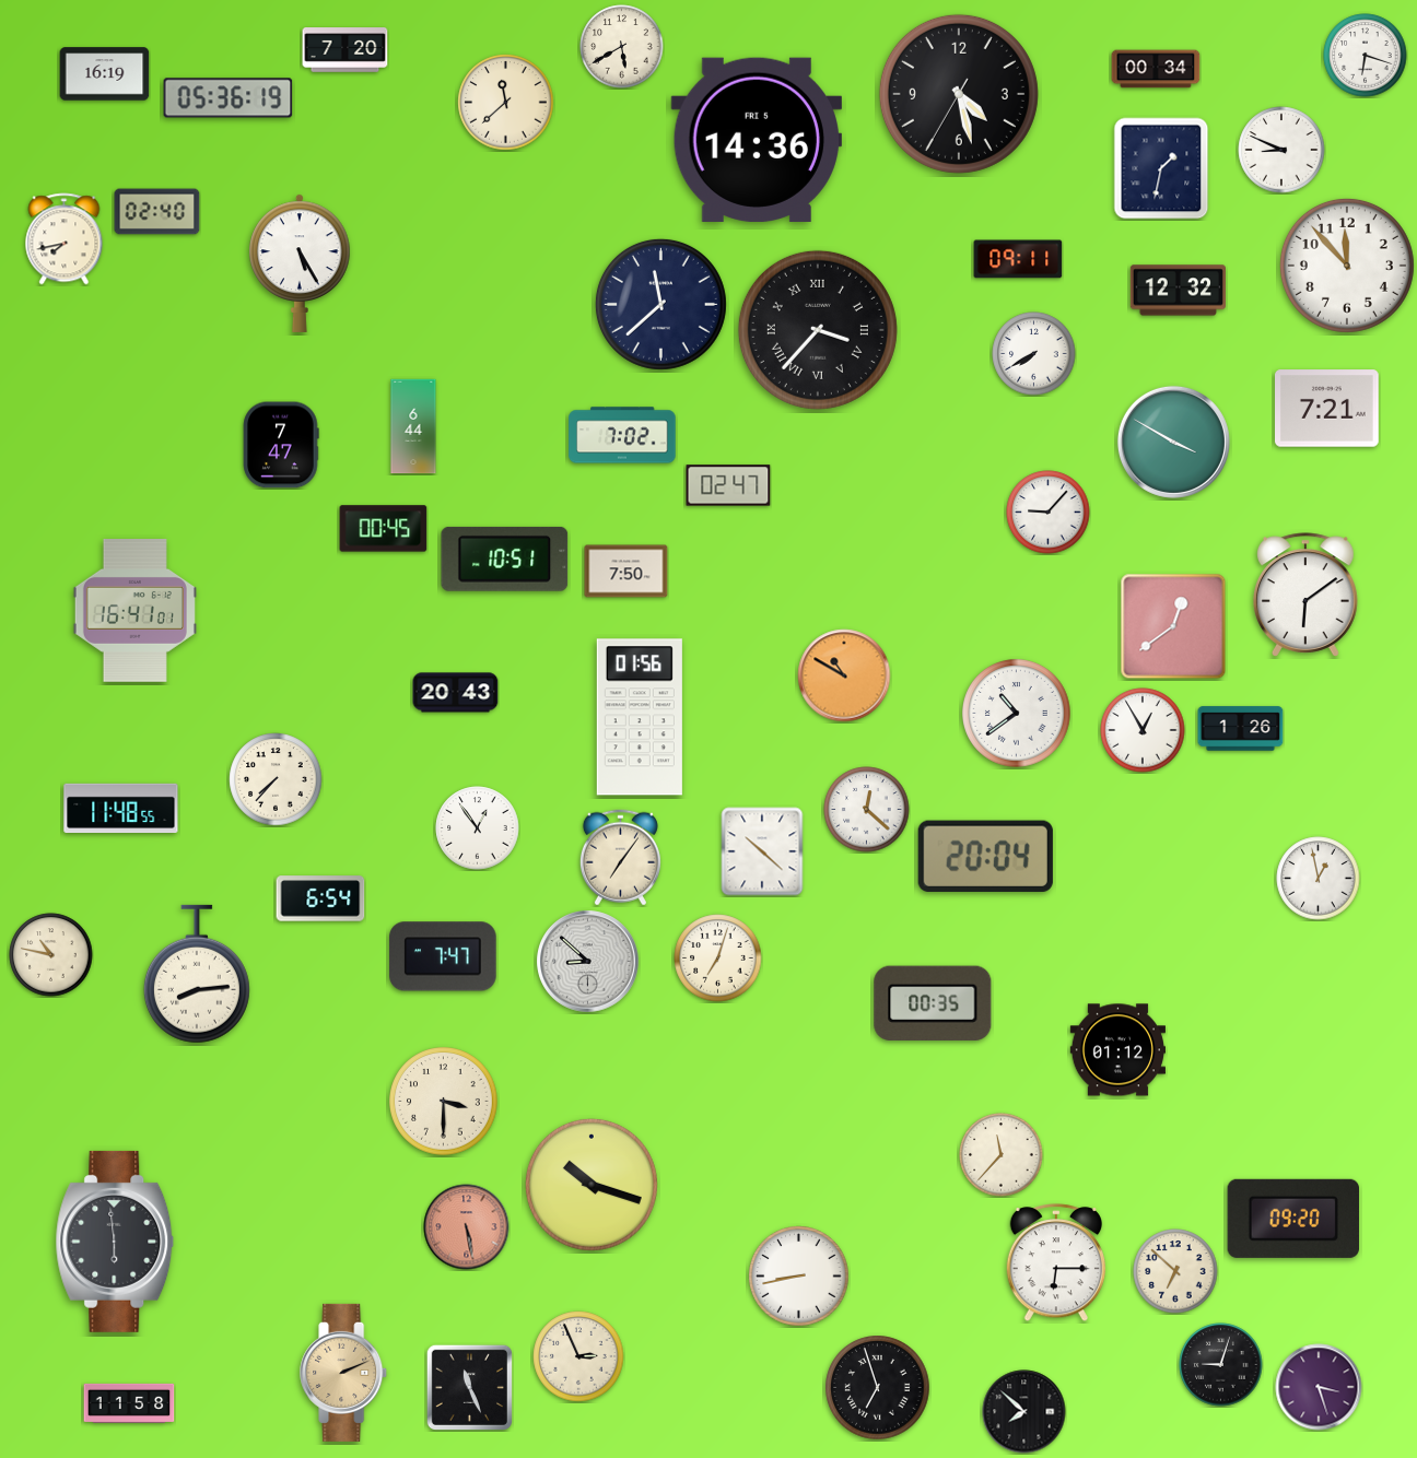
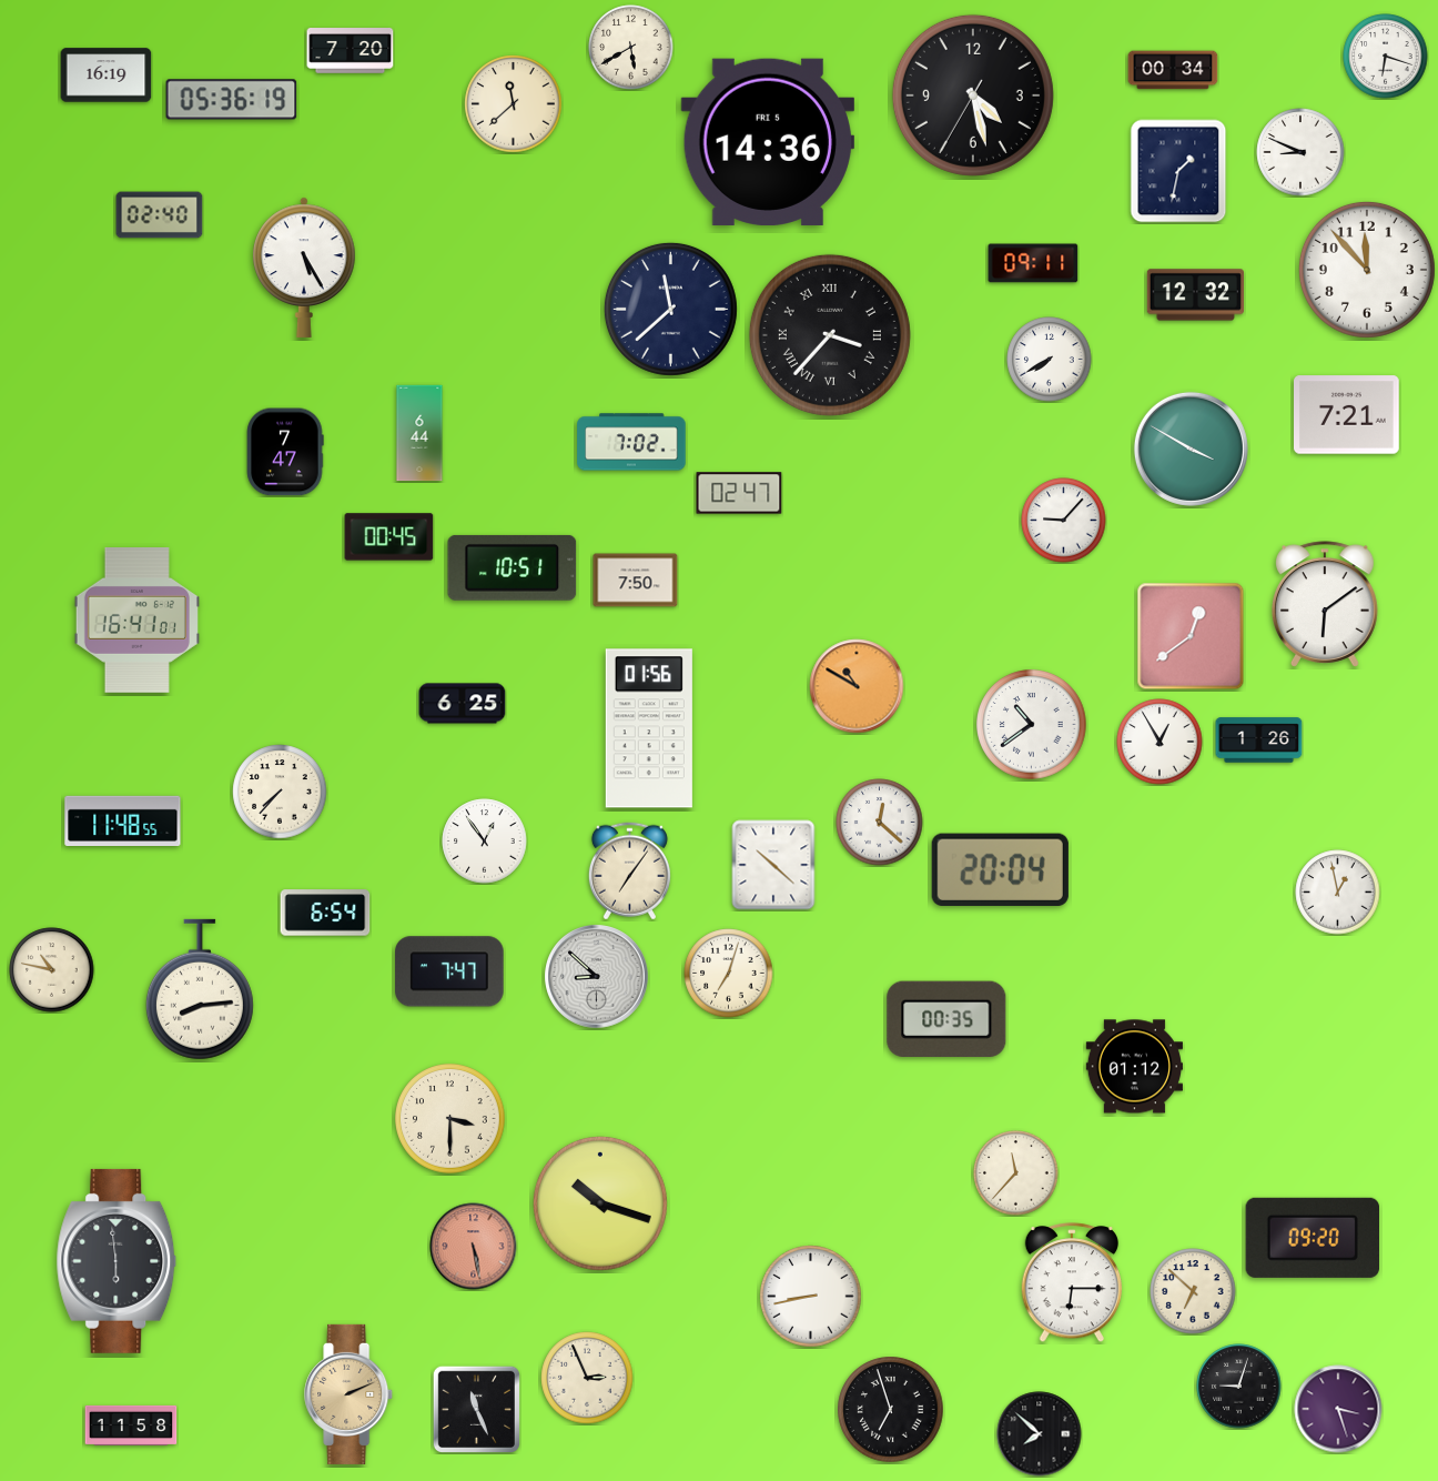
clock at (65, 239): 7:43 -> none
clock at (456, 693): 20:43 -> 6:25
